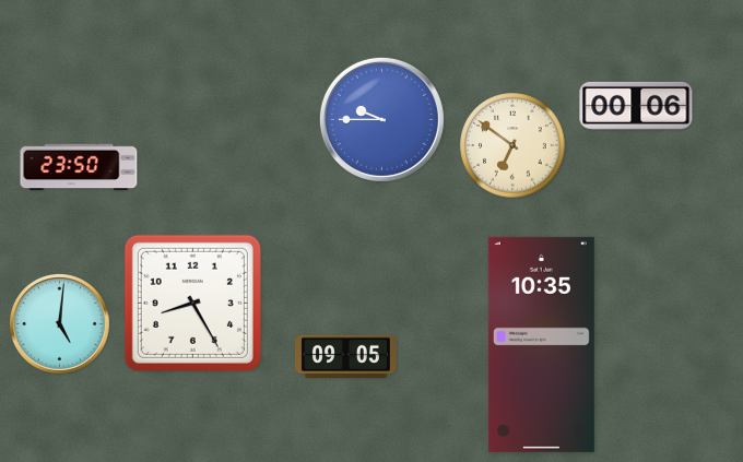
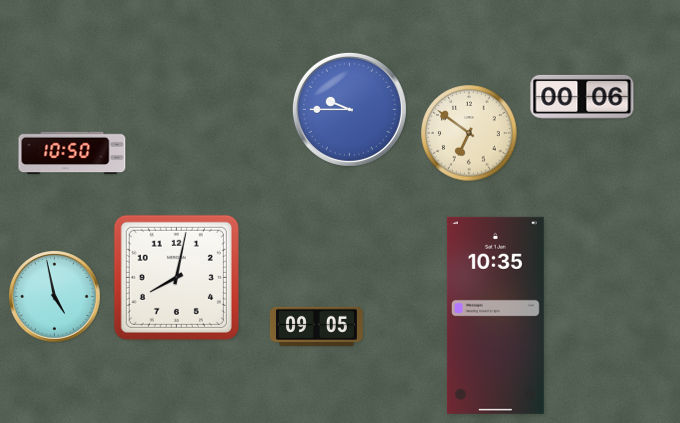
clock at (79, 167): 23:50 -> 10:50
clock at (192, 303): 8:25 -> 8:02
clock at (60, 324): 5:01 -> 4:58
